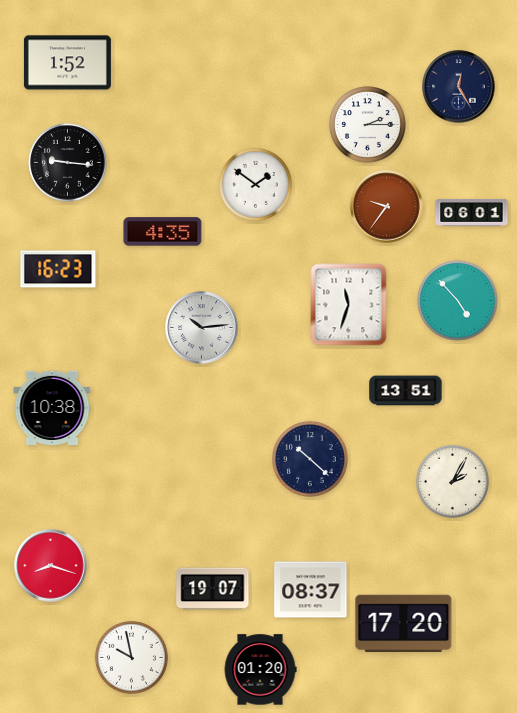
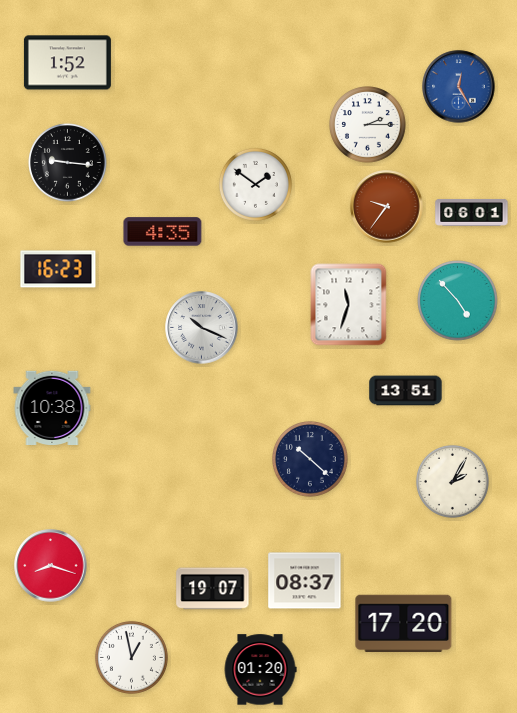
clock at (459, 87) dial: navy -> blue
clock at (202, 328): 10:14 -> 10:19
clock at (311, 590) position: (311, 590) -> (305, 581)
clock at (131, 657): 9:58 -> 12:58
